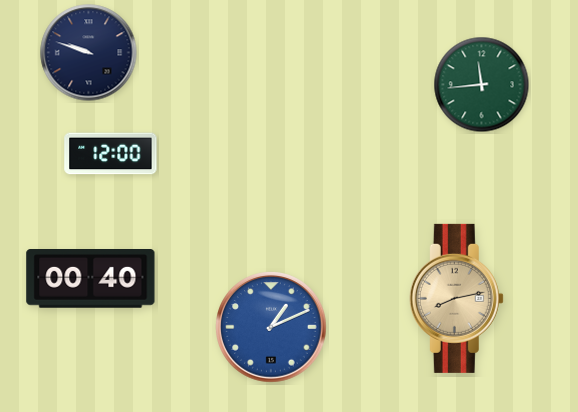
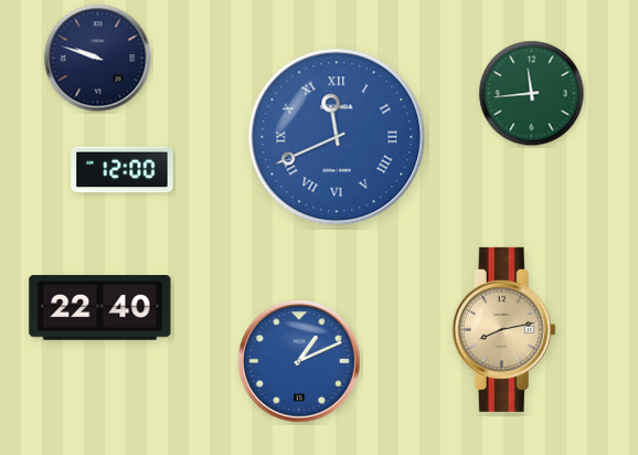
clock at (337, 137): none -> 11:41
clock at (91, 279): 00:40 -> 22:40
